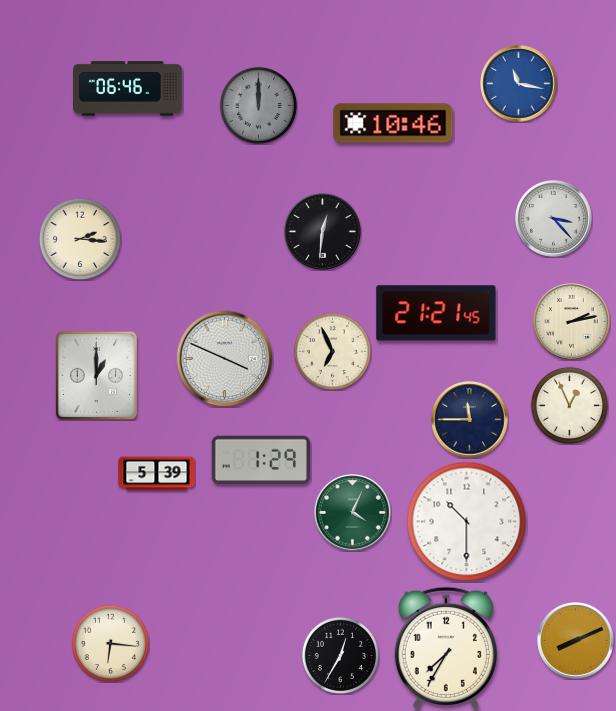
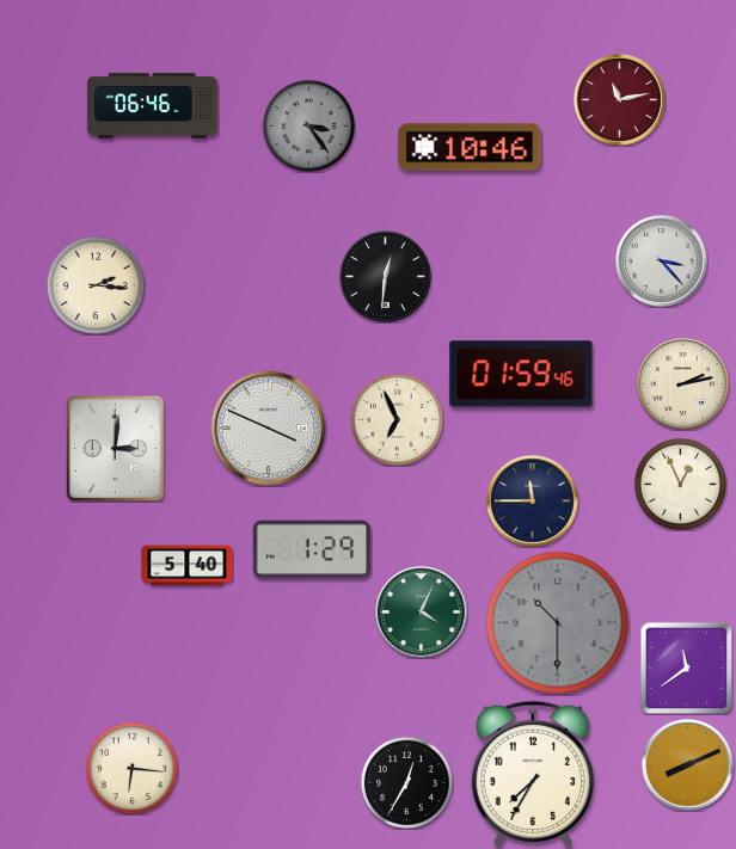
clock at (519, 84): 11:17 -> 11:13
clock at (519, 84) dial: blue -> burgundy
clock at (258, 105): 12:00 -> 3:24
clock at (436, 313): 21:21 -> 01:59
clock at (96, 375): 1:00 -> 3:01
clock at (470, 420) position: (470, 420) -> (533, 502)
clock at (157, 474): 5:39 -> 5:40
clock at (467, 522) dial: white -> grey
clock at (686, 667): none -> 11:39
